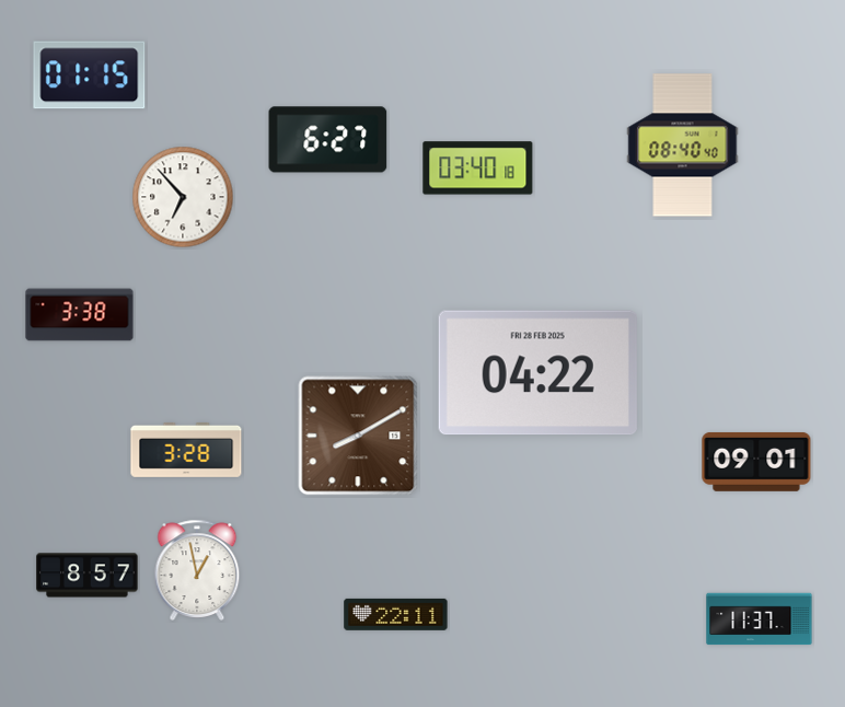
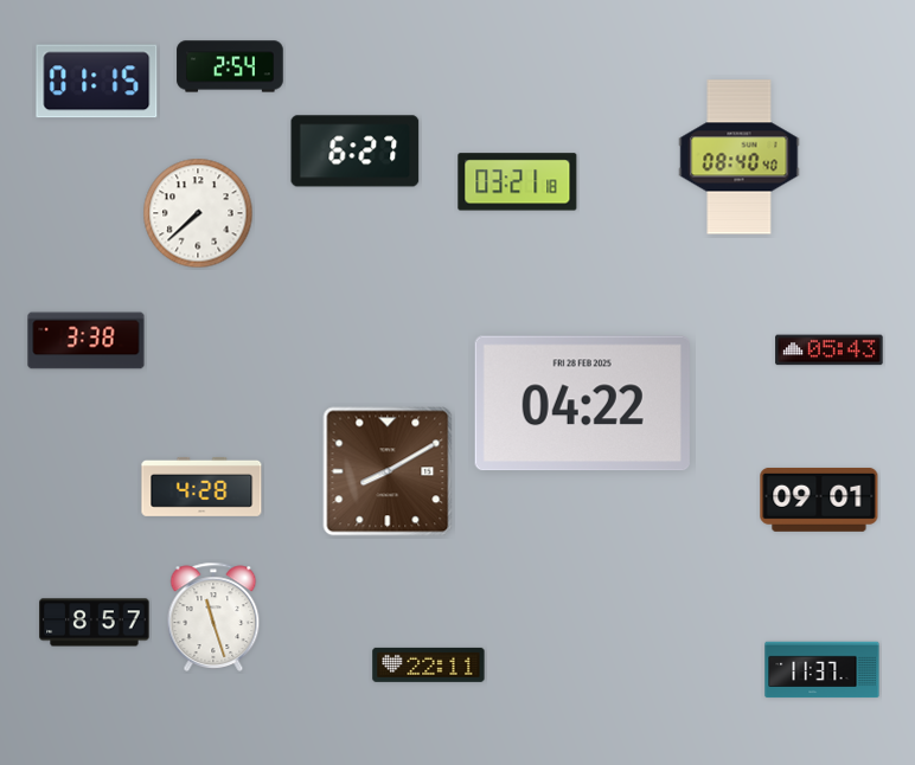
clock at (230, 66): none -> 2:54
clock at (478, 169): 03:40 -> 03:21
clock at (183, 197): 6:53 -> 7:38
clock at (830, 351): none -> 05:43
clock at (186, 450): 3:28 -> 4:28
clock at (197, 570): 12:58 -> 11:27
